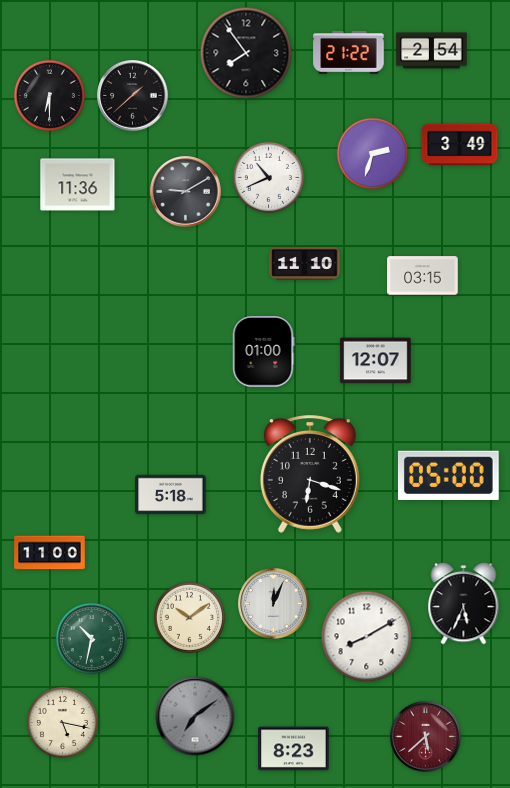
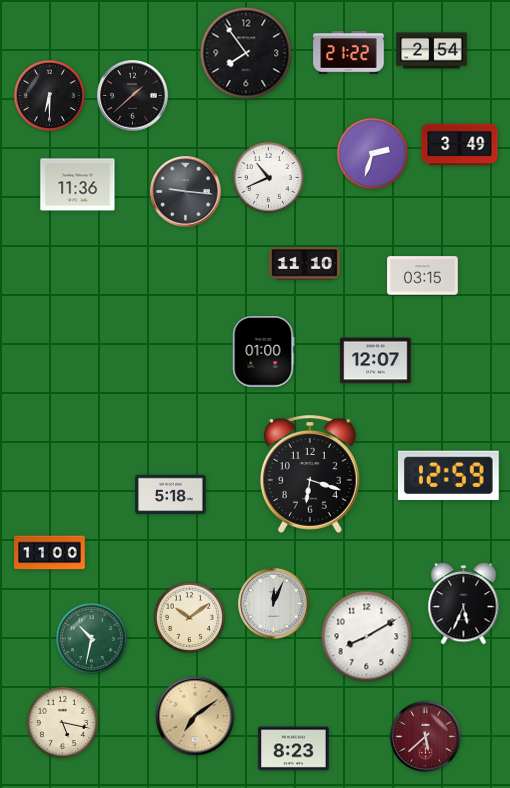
clock at (186, 192): 9:10 -> 9:16
clock at (448, 475): 05:00 -> 12:59
clock at (195, 716) dial: grey -> champagne
